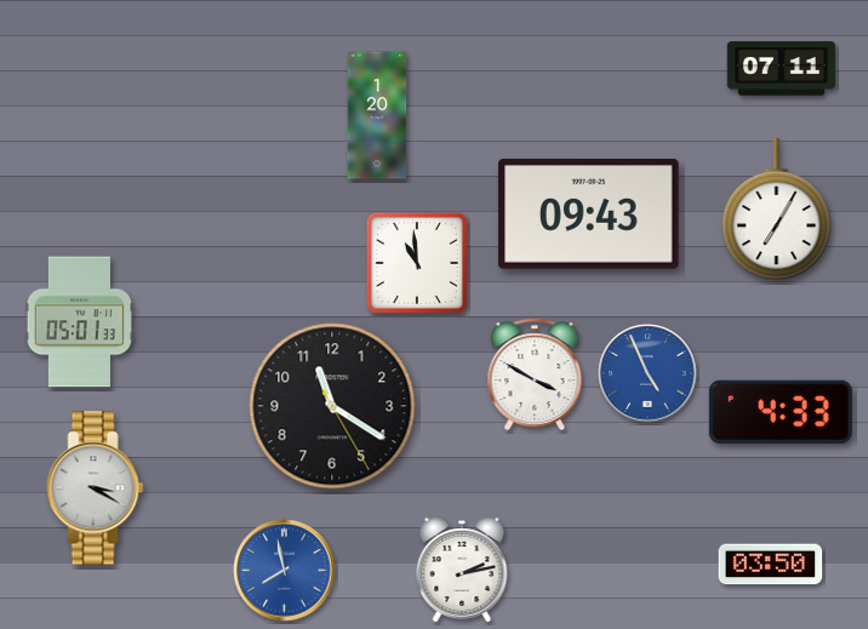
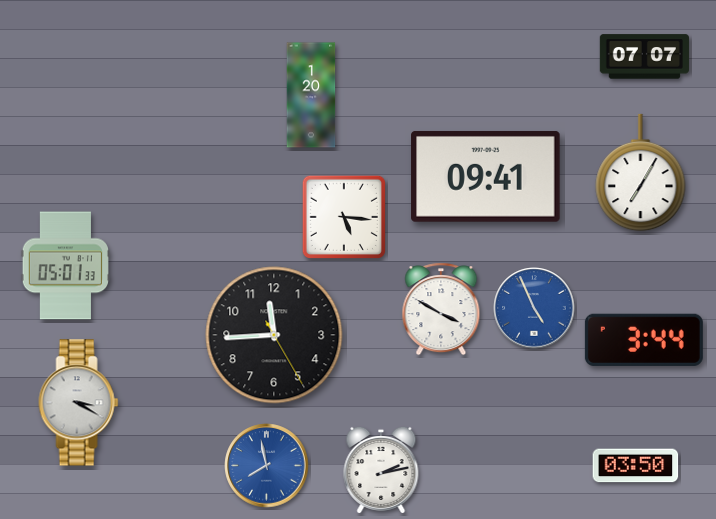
clock at (781, 69): 07:11 -> 07:07
clock at (589, 213): 09:43 -> 09:41
clock at (417, 263): 10:59 -> 5:16
clock at (332, 406): 11:20 -> 11:44
clock at (781, 412): 4:33 -> 3:44
clock at (285, 571) position: (285, 571) -> (267, 466)
